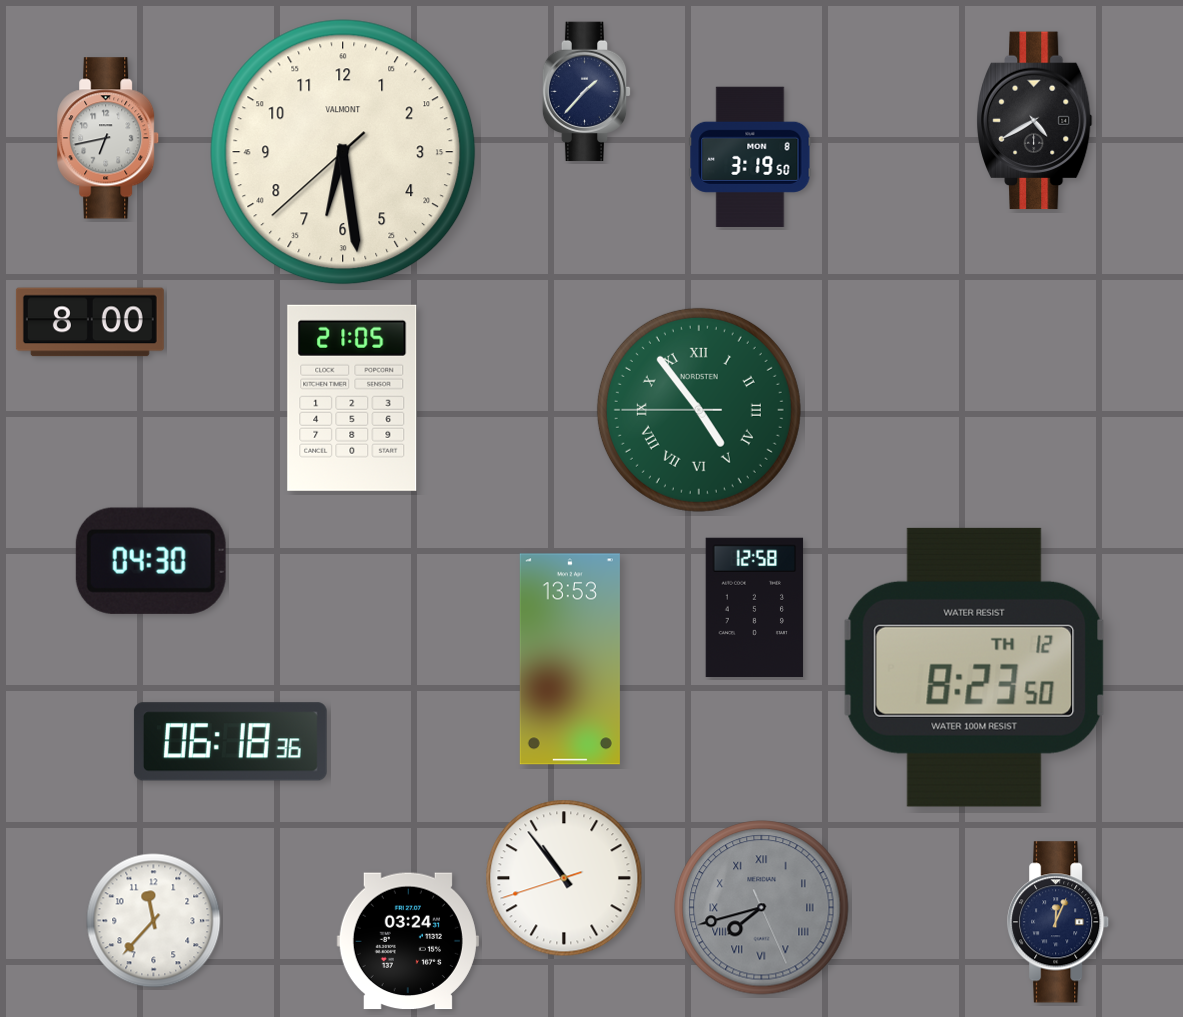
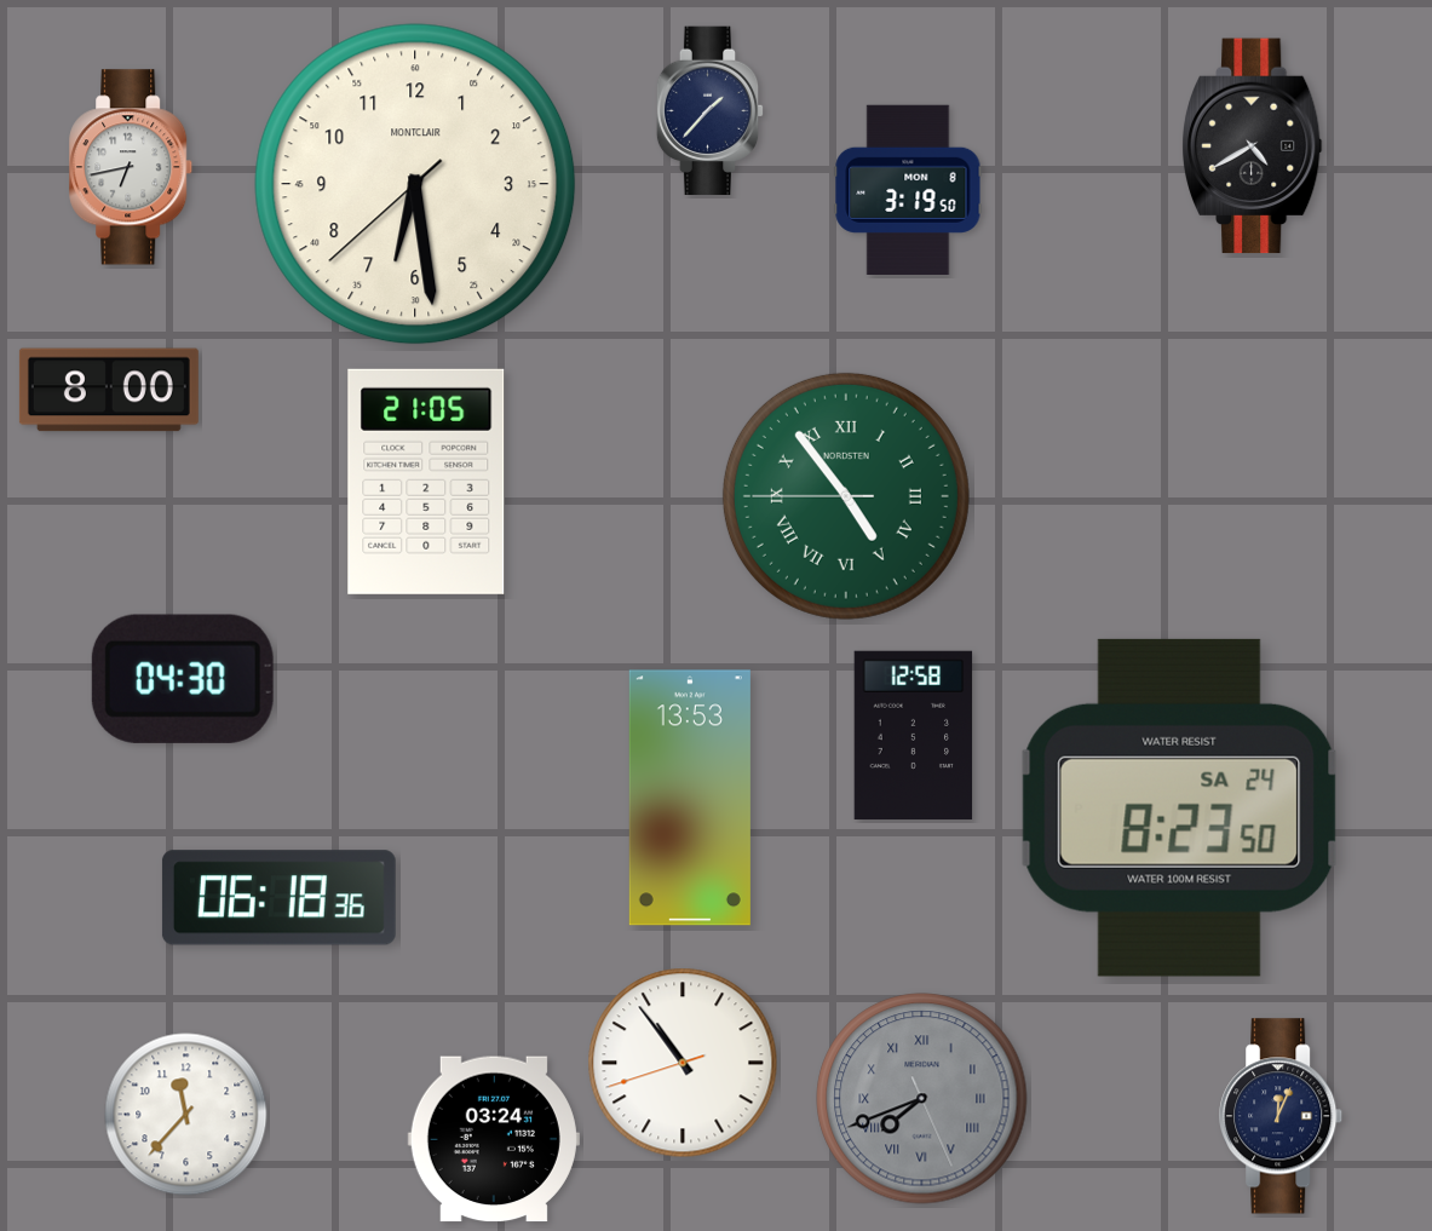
clock at (343, 152) brand: VALMONT -> MONTCLAIR
clock at (975, 667) date: TH 12 -> SA 24
clock at (762, 908): 7:42 -> 7:41
